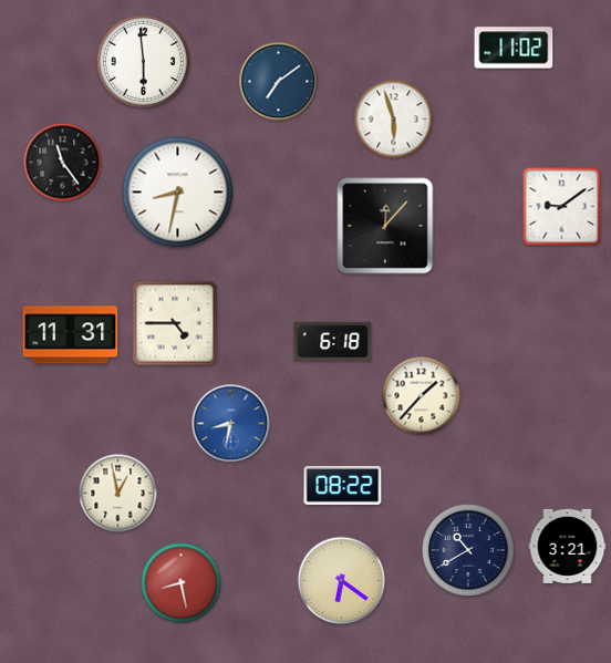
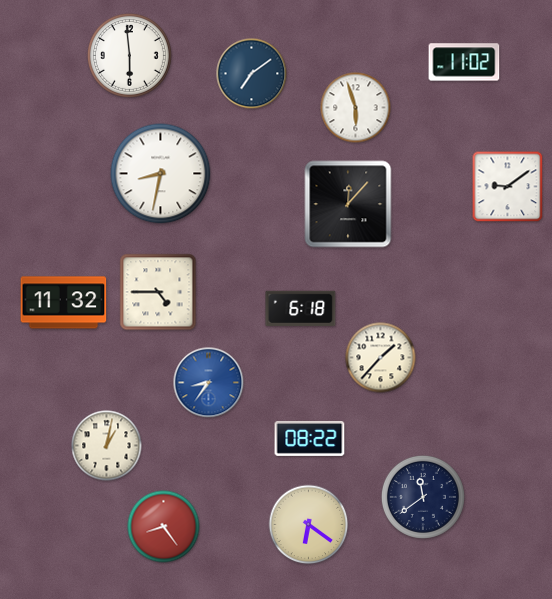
clock at (514, 48) position: (514, 48) -> (464, 62)
clock at (63, 163): 11:24 -> none
clock at (71, 335): 11:31 -> 11:32
clock at (231, 424): 8:32 -> 8:36
clock at (118, 494): 12:58 -> 1:02
clock at (568, 546): 3:21 -> none
clock at (468, 550): 10:40 -> 11:39
clock at (182, 583): 8:28 -> 8:24
